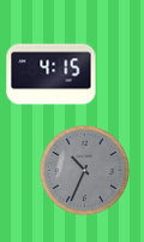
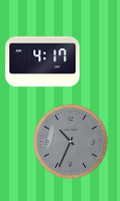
clock at (52, 75): 4:15 -> 4:17
